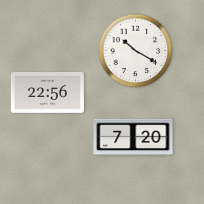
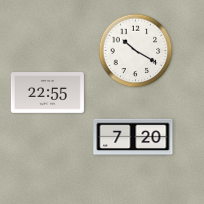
clock at (47, 93): 22:56 -> 22:55
